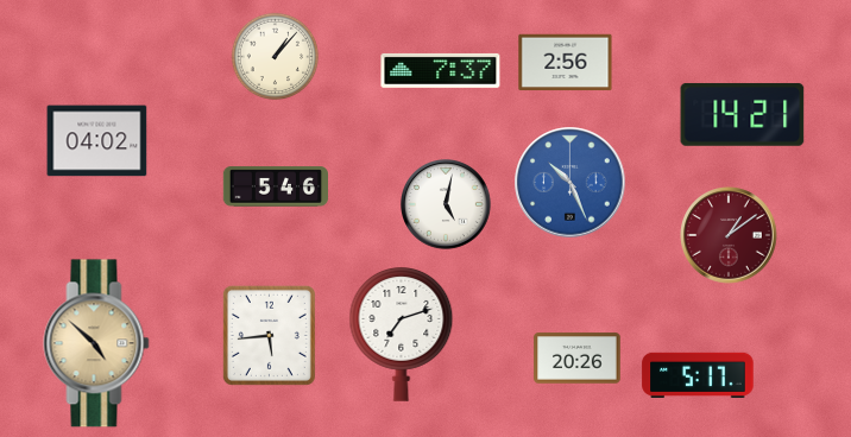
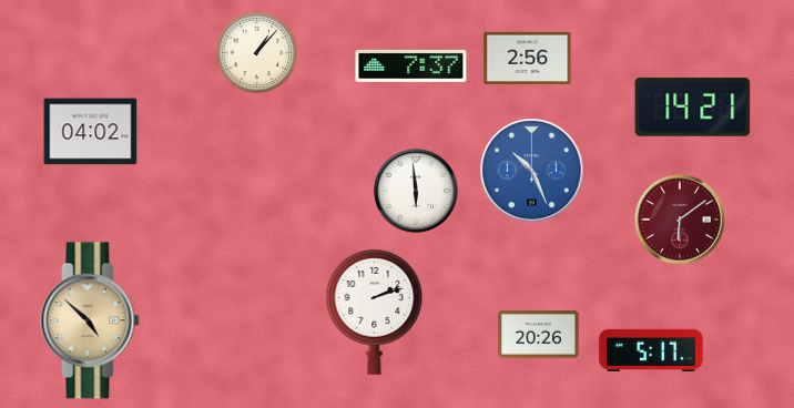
clock at (275, 186): 5:46 -> none
clock at (447, 205): 5:02 -> 5:59
clock at (729, 235): 1:09 -> 6:09
clock at (269, 335): 5:44 -> none
clock at (402, 335): 7:12 -> 2:12
